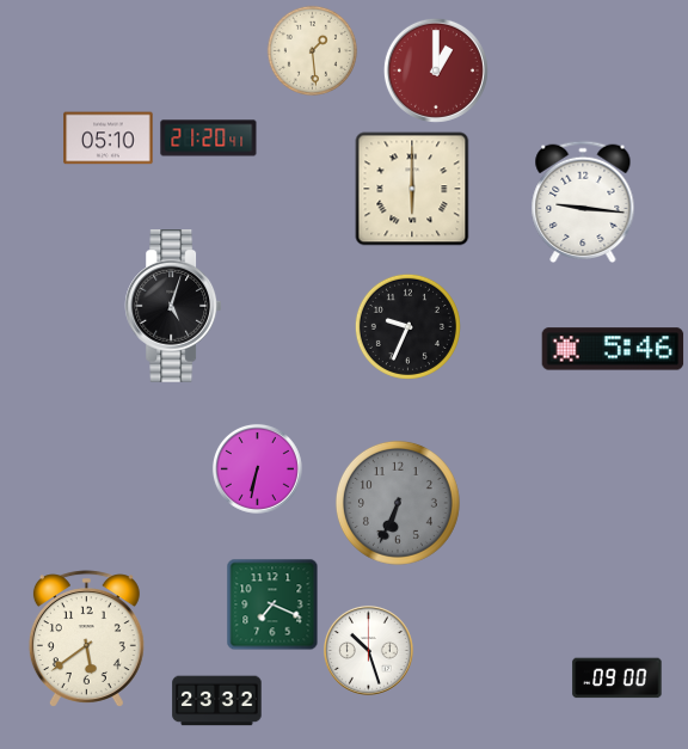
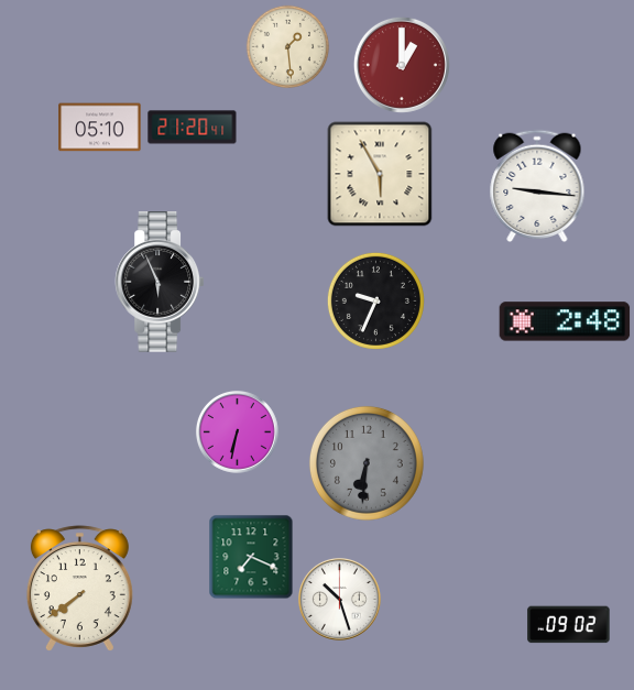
clock at (412, 189): 6:00 -> 5:55
clock at (173, 306): 5:03 -> 5:56
clock at (613, 349): 5:46 -> 2:48
clock at (398, 503): 6:34 -> 6:31
clock at (86, 639): 5:39 -> 7:39
clock at (618, 679): 09:00 -> 09:02
clock at (217, 701): 23:32 -> none
